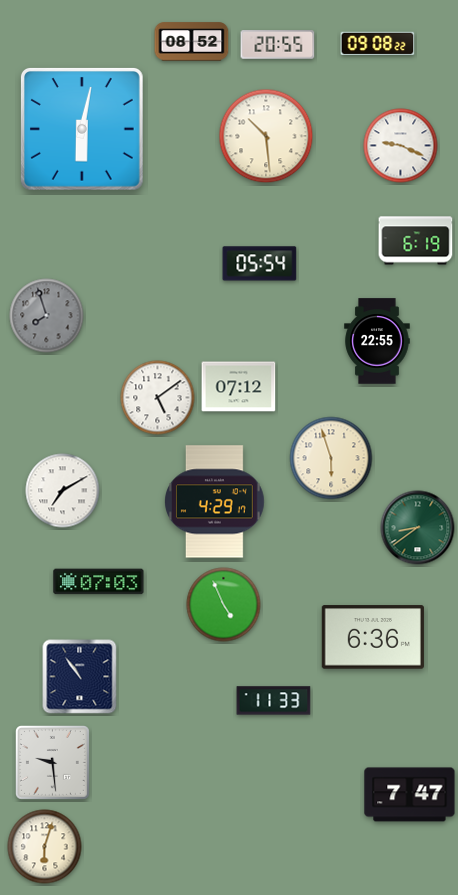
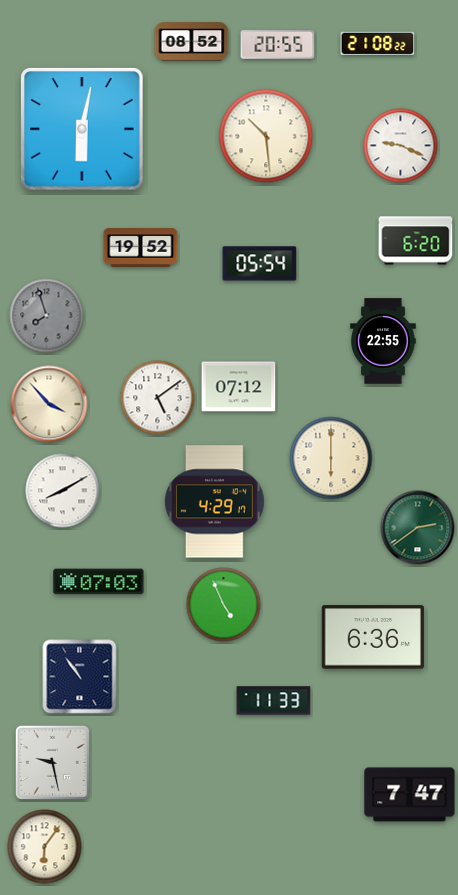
clock at (378, 44): 09:08 -> 21:08
clock at (416, 241): 6:19 -> 6:20
clock at (141, 248): none -> 19:52
clock at (377, 341) position: (377, 341) -> (383, 341)
clock at (49, 404): none -> 3:53
clock at (331, 458): 5:57 -> 6:00
clock at (63, 491): 7:10 -> 8:10
clock at (418, 528): 8:39 -> 2:39
clock at (52, 762): 9:29 -> 9:28
clock at (45, 847): 6:03 -> 6:06
